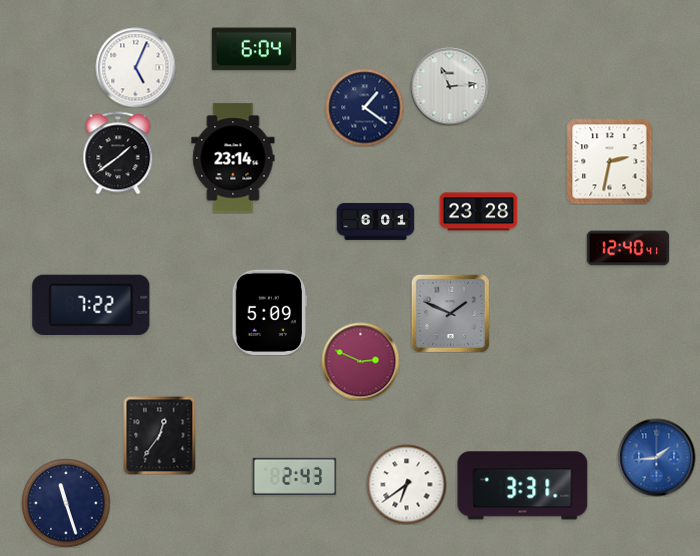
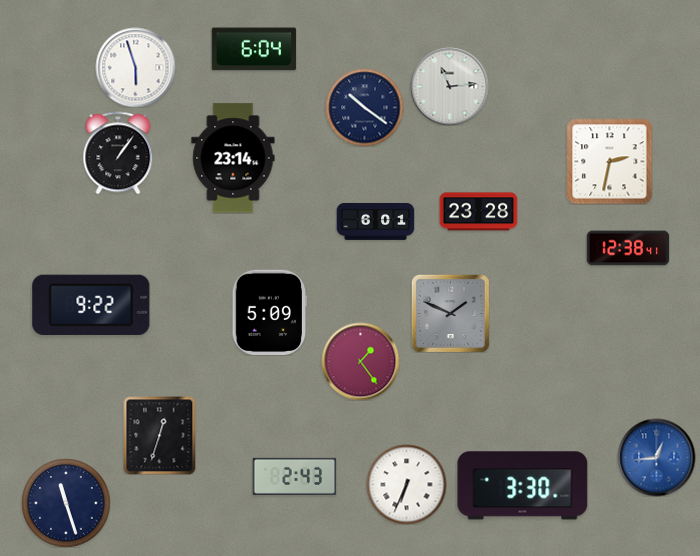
clock at (135, 67): 5:04 -> 5:57
clock at (364, 107): 1:21 -> 10:21
clock at (118, 153): 1:39 -> 1:06
clock at (628, 248): 12:40 -> 12:38
clock at (91, 305): 7:22 -> 9:22
clock at (360, 361): 2:49 -> 1:24
clock at (160, 435): 12:36 -> 12:33
clock at (656, 457): 1:44 -> 12:44
clock at (406, 484): 6:39 -> 6:34
clock at (523, 486): 3:31 -> 3:30
